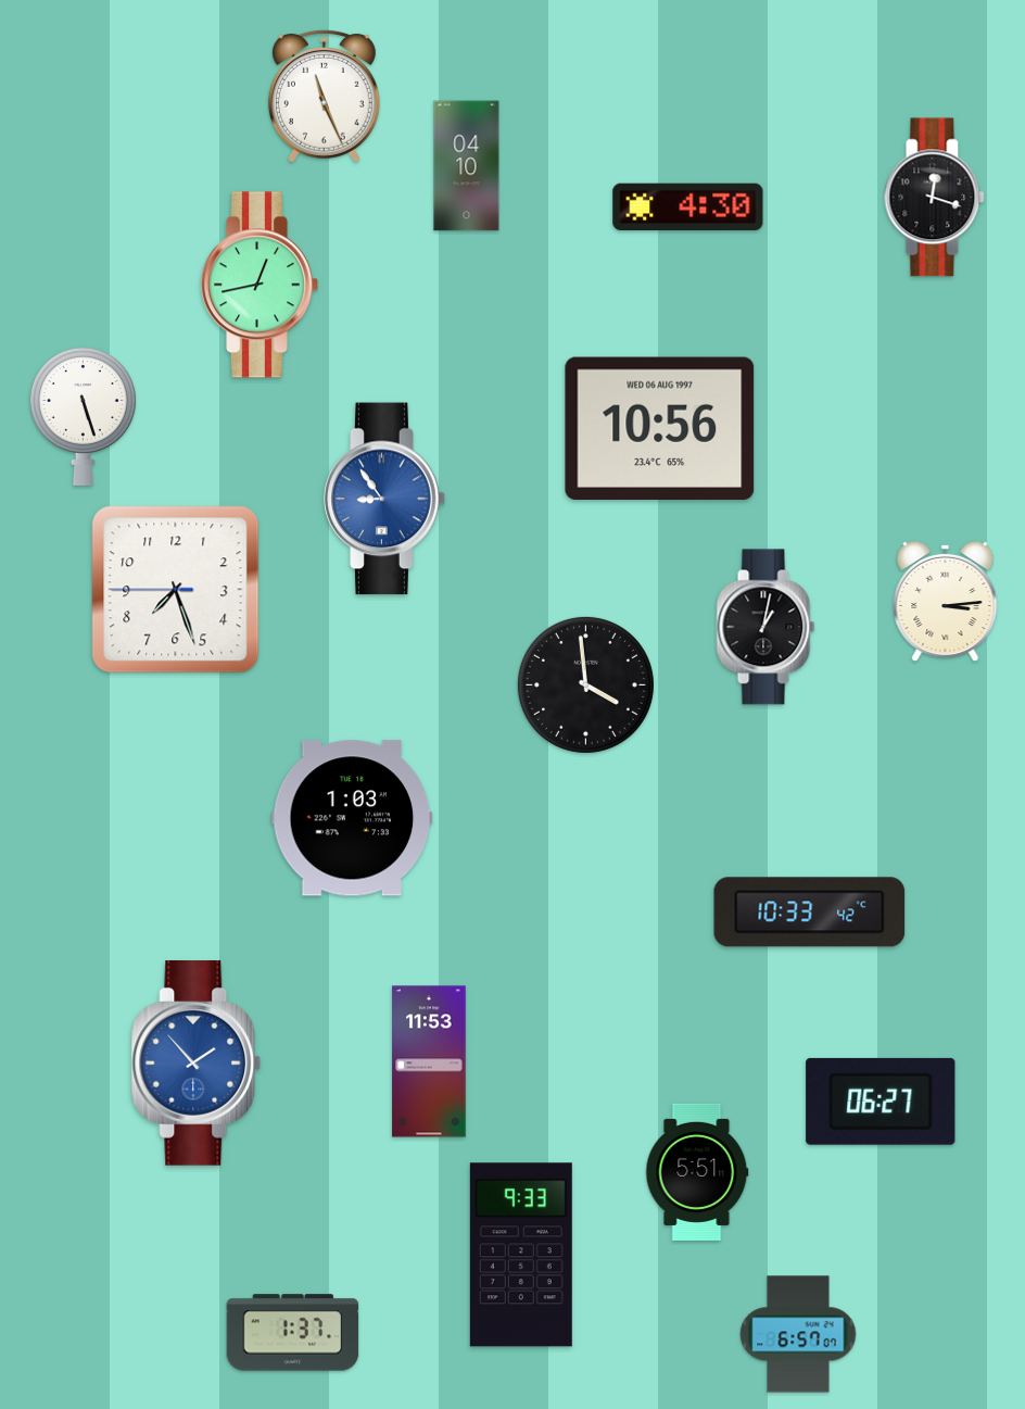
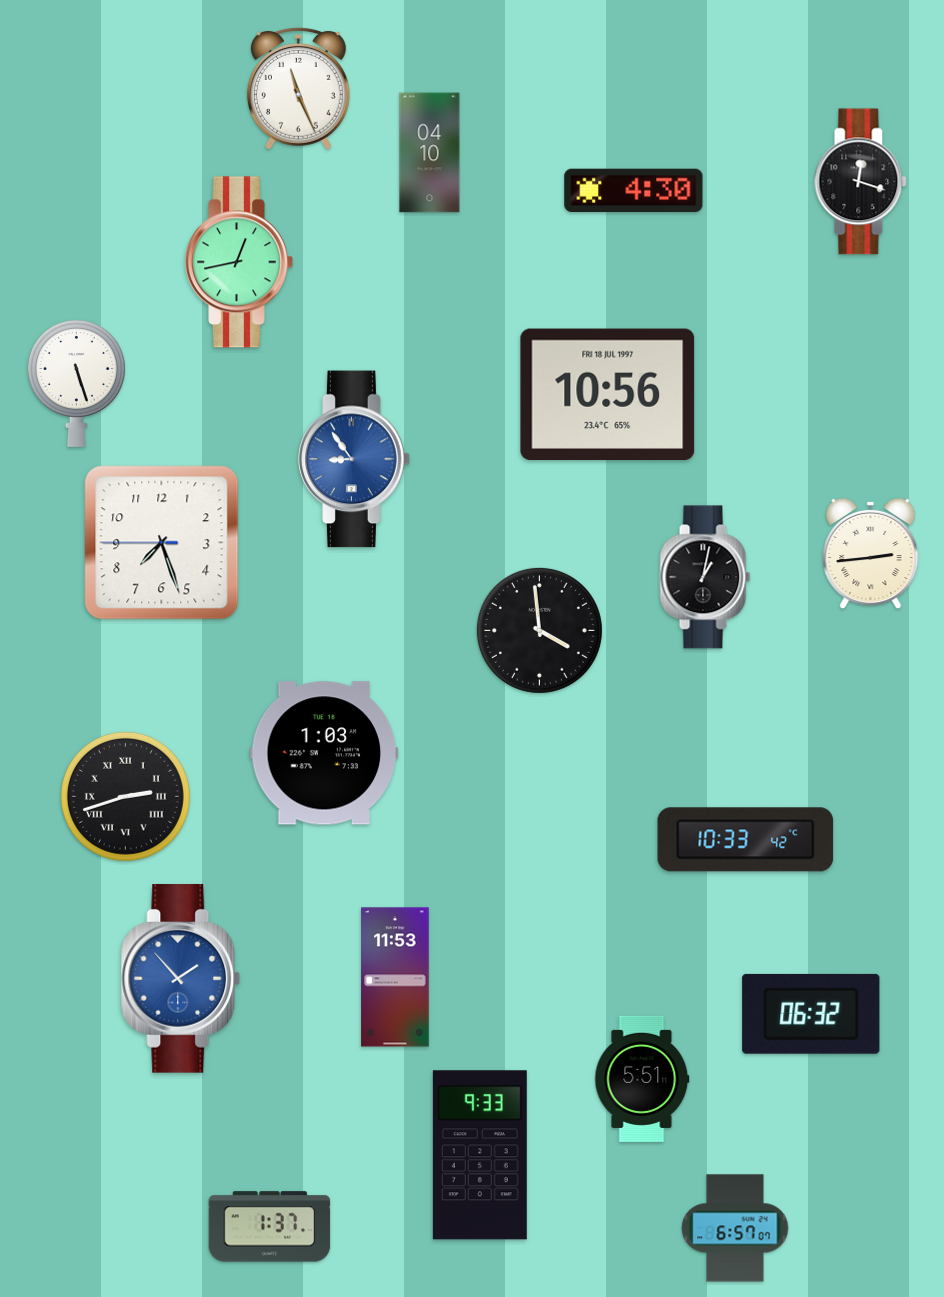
clock at (660, 429) date: WED 06 AUG 1997 -> FRI 18 JUL 1997
clock at (946, 602): 3:14 -> 2:44
clock at (125, 796): none -> 2:42
clock at (881, 1102): 06:27 -> 06:32
